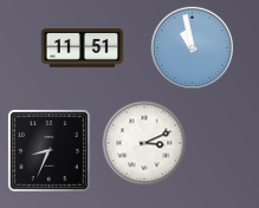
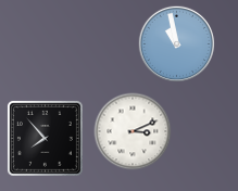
clock at (83, 48): 11:51 -> none
clock at (48, 150): 8:34 -> 7:53
